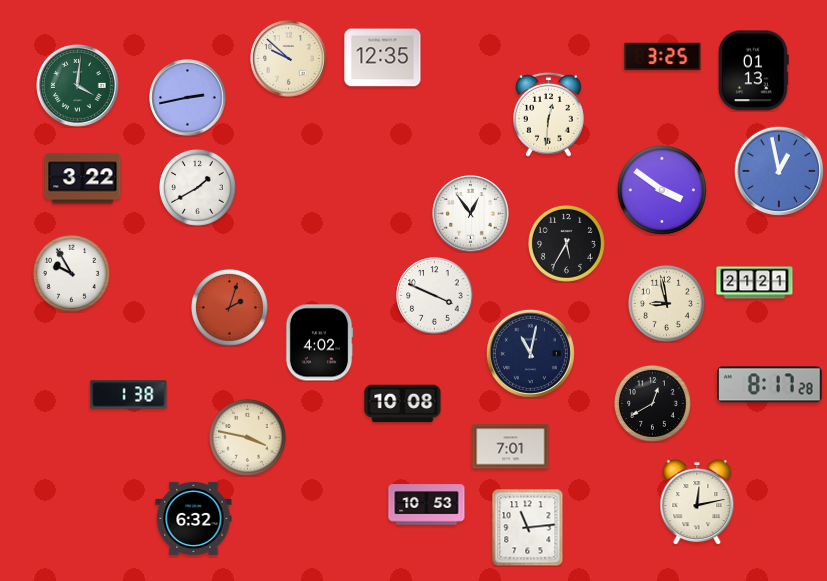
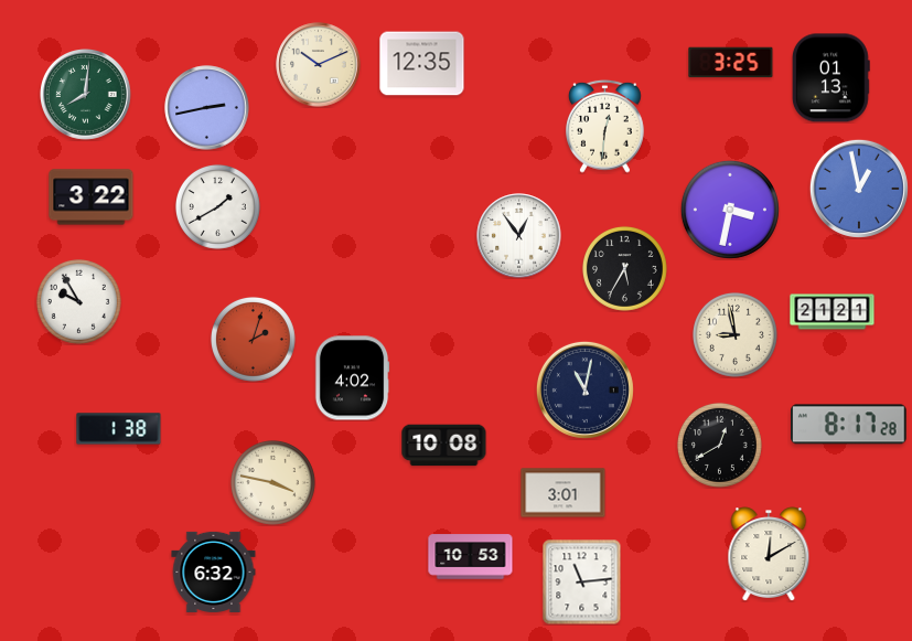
clock at (289, 59): 9:52 -> 10:11
clock at (78, 86): 4:01 -> 8:01
clock at (662, 190): 3:51 -> 3:32
clock at (435, 296): 3:49 -> none
clock at (129, 395) position: (129, 395) -> (119, 429)
clock at (511, 447): 7:01 -> 3:01
clock at (697, 502): 12:13 -> 12:10
